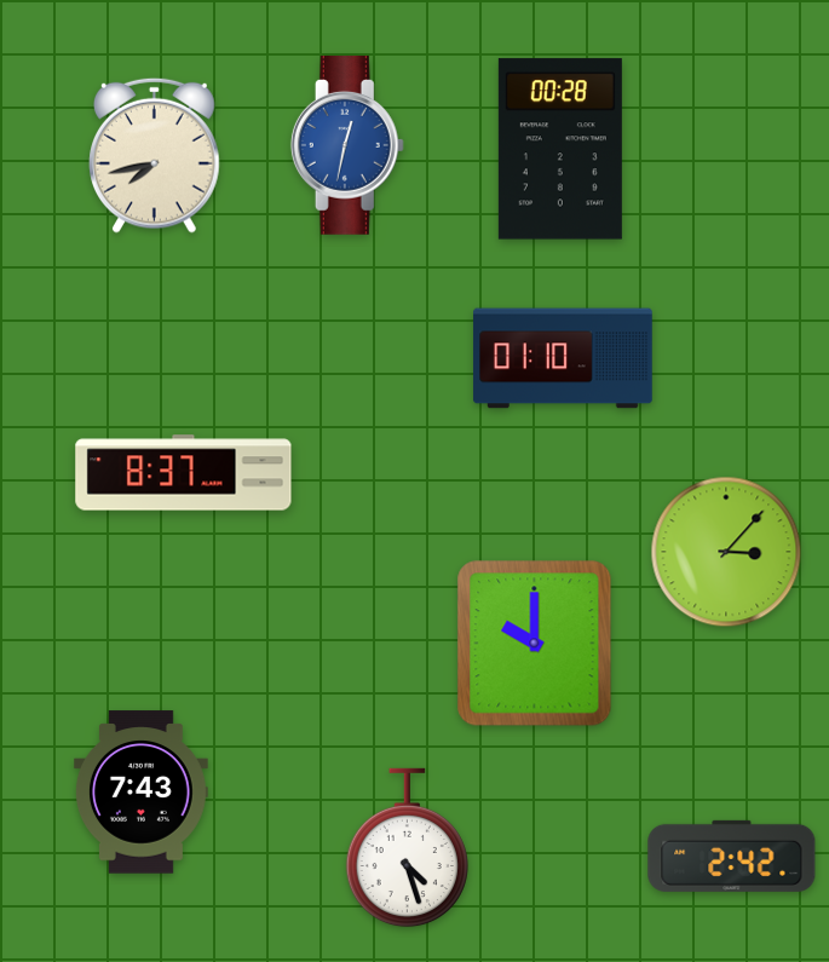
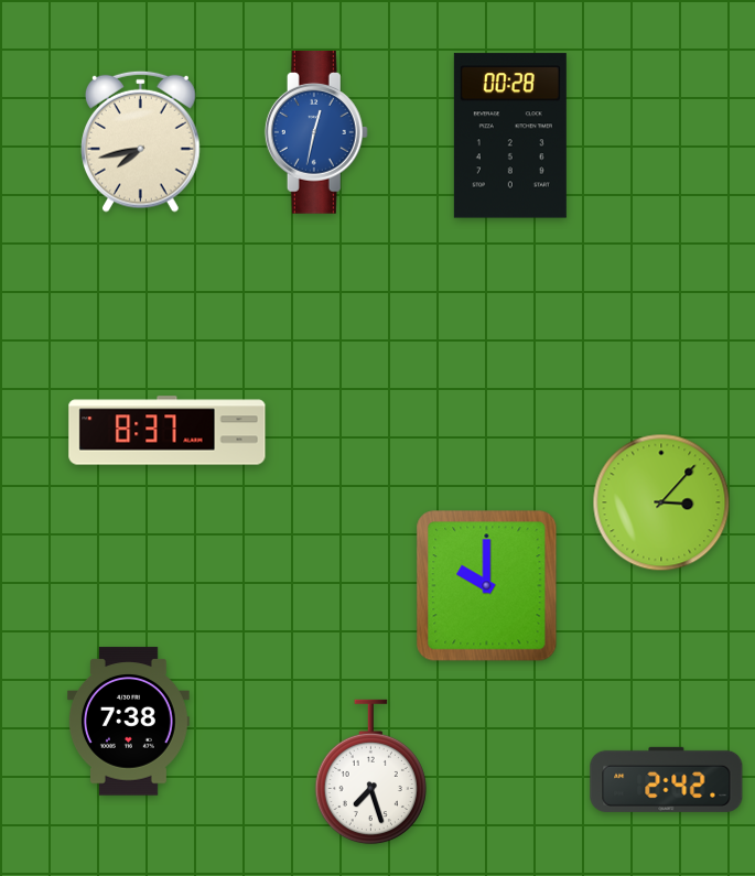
clock at (563, 358): 01:10 -> none
clock at (140, 793): 7:43 -> 7:38
clock at (407, 848): 4:27 -> 7:27
